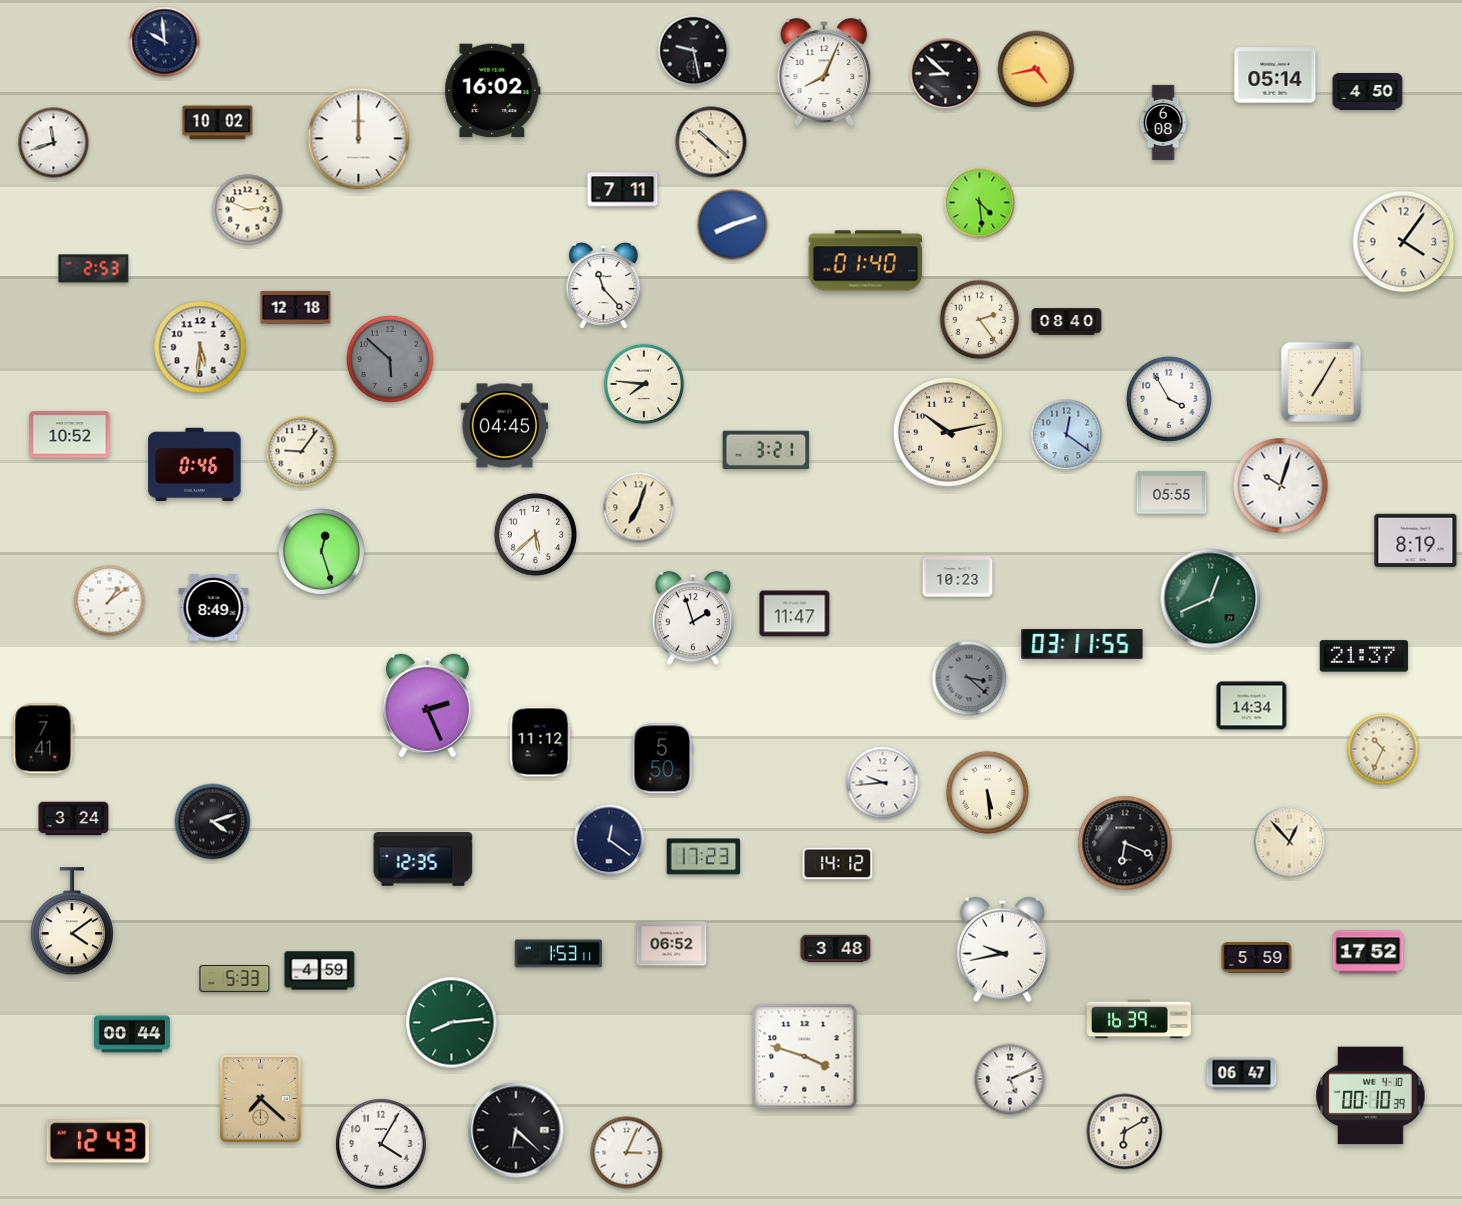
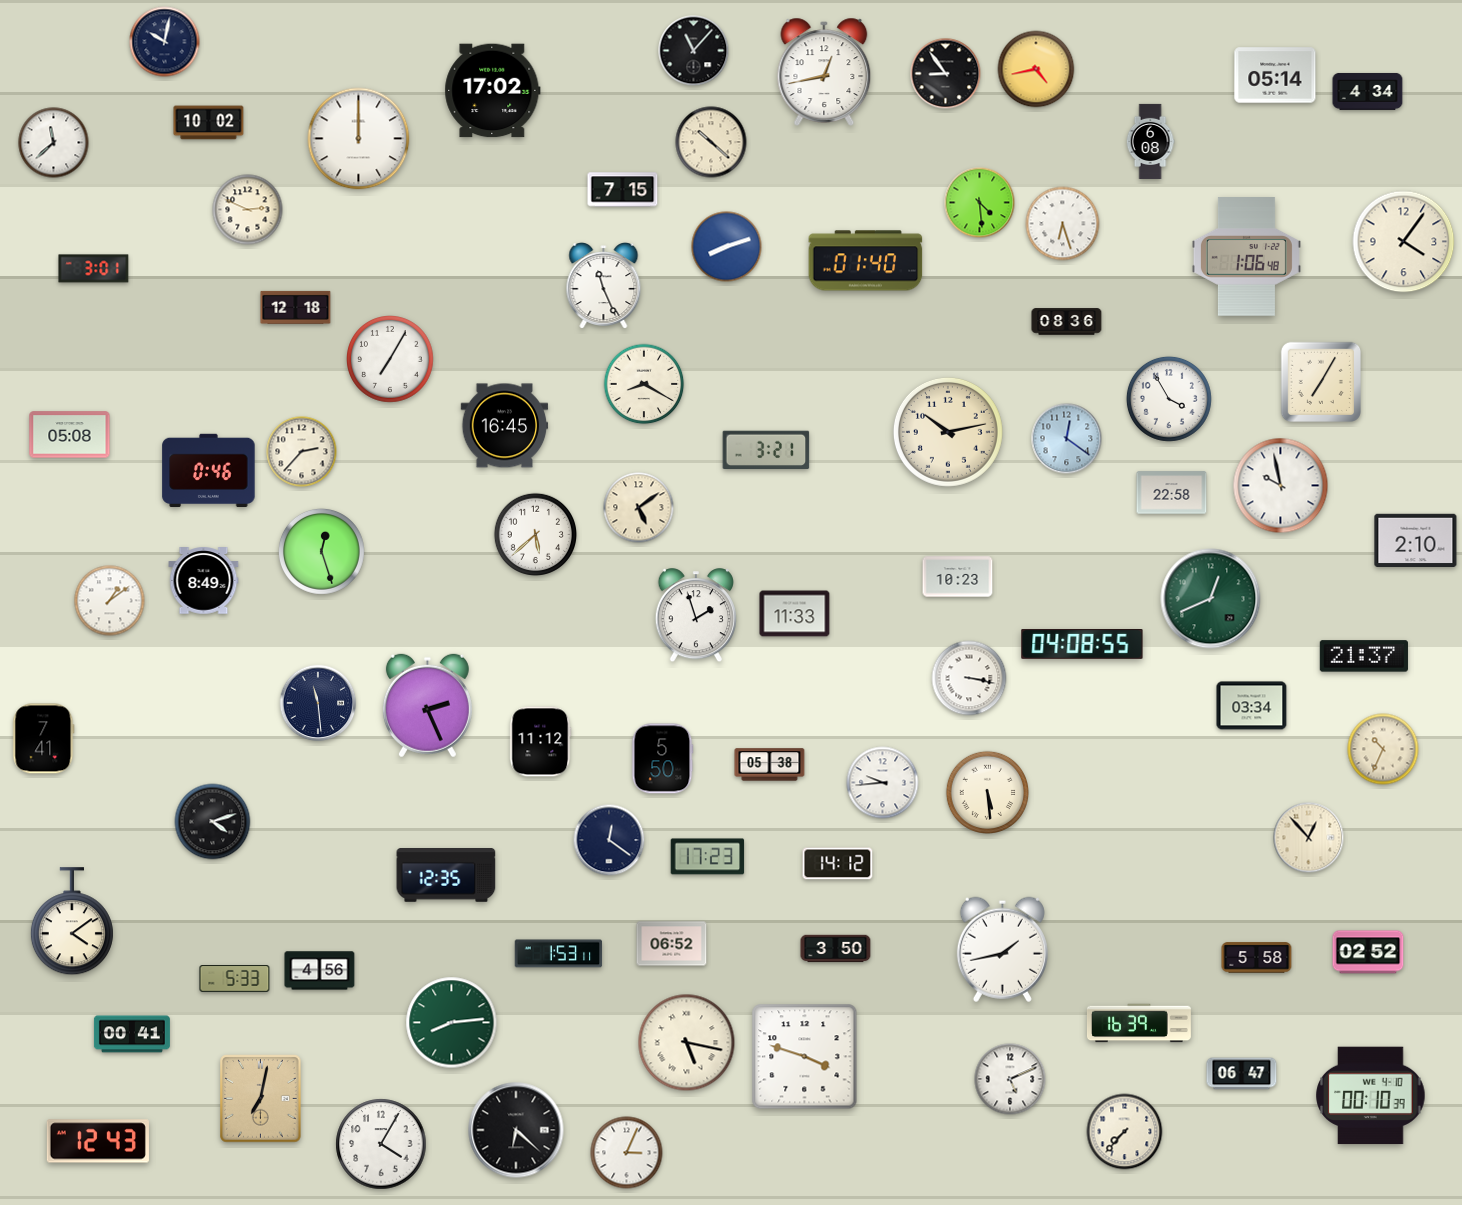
clock at (165, 42): 9:59 -> 10:02
clock at (694, 51): 9:28 -> 11:07
clock at (824, 72): 8:04 -> 12:43
clock at (946, 74): 8:52 -> 8:54
clock at (493, 91): 16:02 -> 17:02
clock at (1368, 91): 4:50 -> 4:34
clock at (1163, 122) position: (1163, 122) -> (1150, 141)
clock at (218, 123) position: (218, 123) -> (209, 123)
clock at (54, 143): 11:42 -> 11:38
clock at (623, 190): 7:11 -> 7:15
clock at (1063, 224): none -> 6:27
clock at (733, 225) position: (733, 225) -> (727, 247)
clock at (1246, 257): none -> 1:06
clock at (94, 269): 2:53 -> 3:01
clock at (604, 286): 11:23 -> 11:26
clock at (980, 320): 2:24 -> none
clock at (1067, 322): 08:40 -> 08:36
clock at (200, 347): 5:31 -> none
clock at (391, 360): 5:52 -> 7:05
clock at (391, 360) dial: grey -> white
clock at (644, 384): 7:46 -> 8:20
clock at (505, 426): 04:45 -> 16:45
clock at (70, 435): 10:52 -> 05:08
clock at (1067, 435) position: (1067, 435) -> (1067, 439)
clock at (302, 452): 9:06 -> 2:37
clock at (195, 464) position: (195, 464) -> (209, 470)
clock at (1281, 486): 10:03 -> 9:58
clock at (1172, 493): 05:55 -> 22:58
clock at (639, 508): 7:03 -> 5:09
clock at (1416, 541): 8:19 -> 2:10
clock at (214, 608) position: (214, 608) -> (204, 581)
clock at (795, 614): 11:47 -> 11:33
clock at (692, 619) position: (692, 619) -> (695, 616)
clock at (1082, 645): 03:11 -> 04:08
clock at (969, 678): 3:22 -> 3:17
clock at (969, 678) dial: grey -> white
clock at (318, 703): none -> 11:29
clock at (1252, 706): 14:34 -> 03:34
clock at (770, 765): none -> 05:38
clock at (74, 819): 3:24 -> none
clock at (1290, 842) position: (1290, 842) -> (1309, 838)
clock at (1125, 843): 6:19 -> none
clock at (704, 857) position: (704, 857) -> (708, 857)
clock at (423, 860) position: (423, 860) -> (446, 876)
clock at (836, 949): 3:48 -> 3:50
clock at (1002, 949): 9:43 -> 1:43
clock at (1368, 952): 17:52 -> 02:52
clock at (1257, 958): 5:59 -> 5:58
clock at (320, 971): 4:59 -> 4:56
clock at (1139, 1019) position: (1139, 1019) -> (1139, 1023)
clock at (132, 1034): 00:44 -> 00:41
clock at (687, 1043): none -> 5:17
clock at (261, 1099): 7:22 -> 7:02
clock at (1125, 1132): 6:10 -> 7:37
